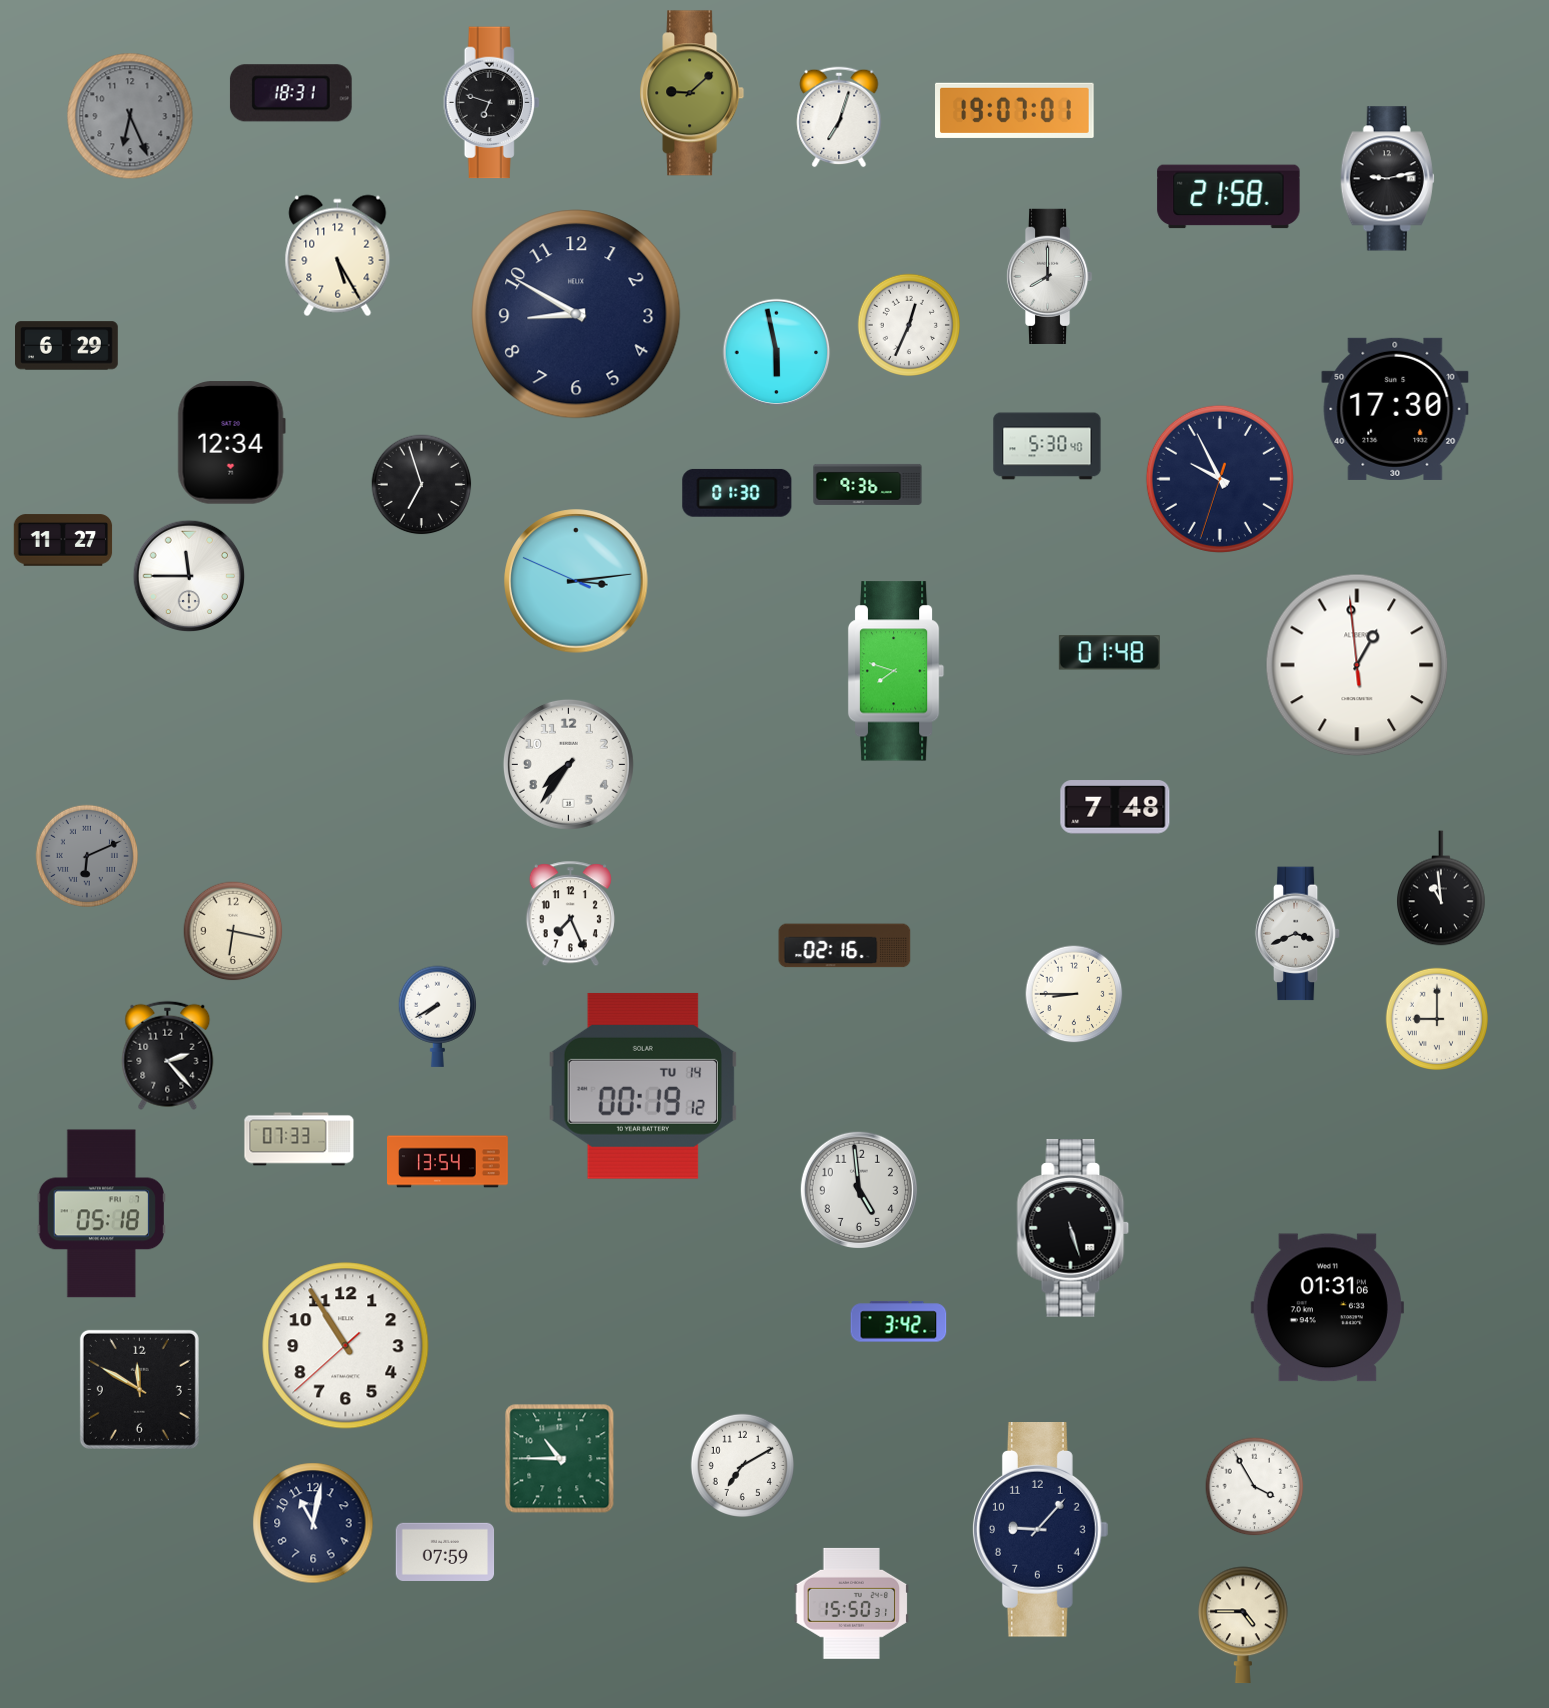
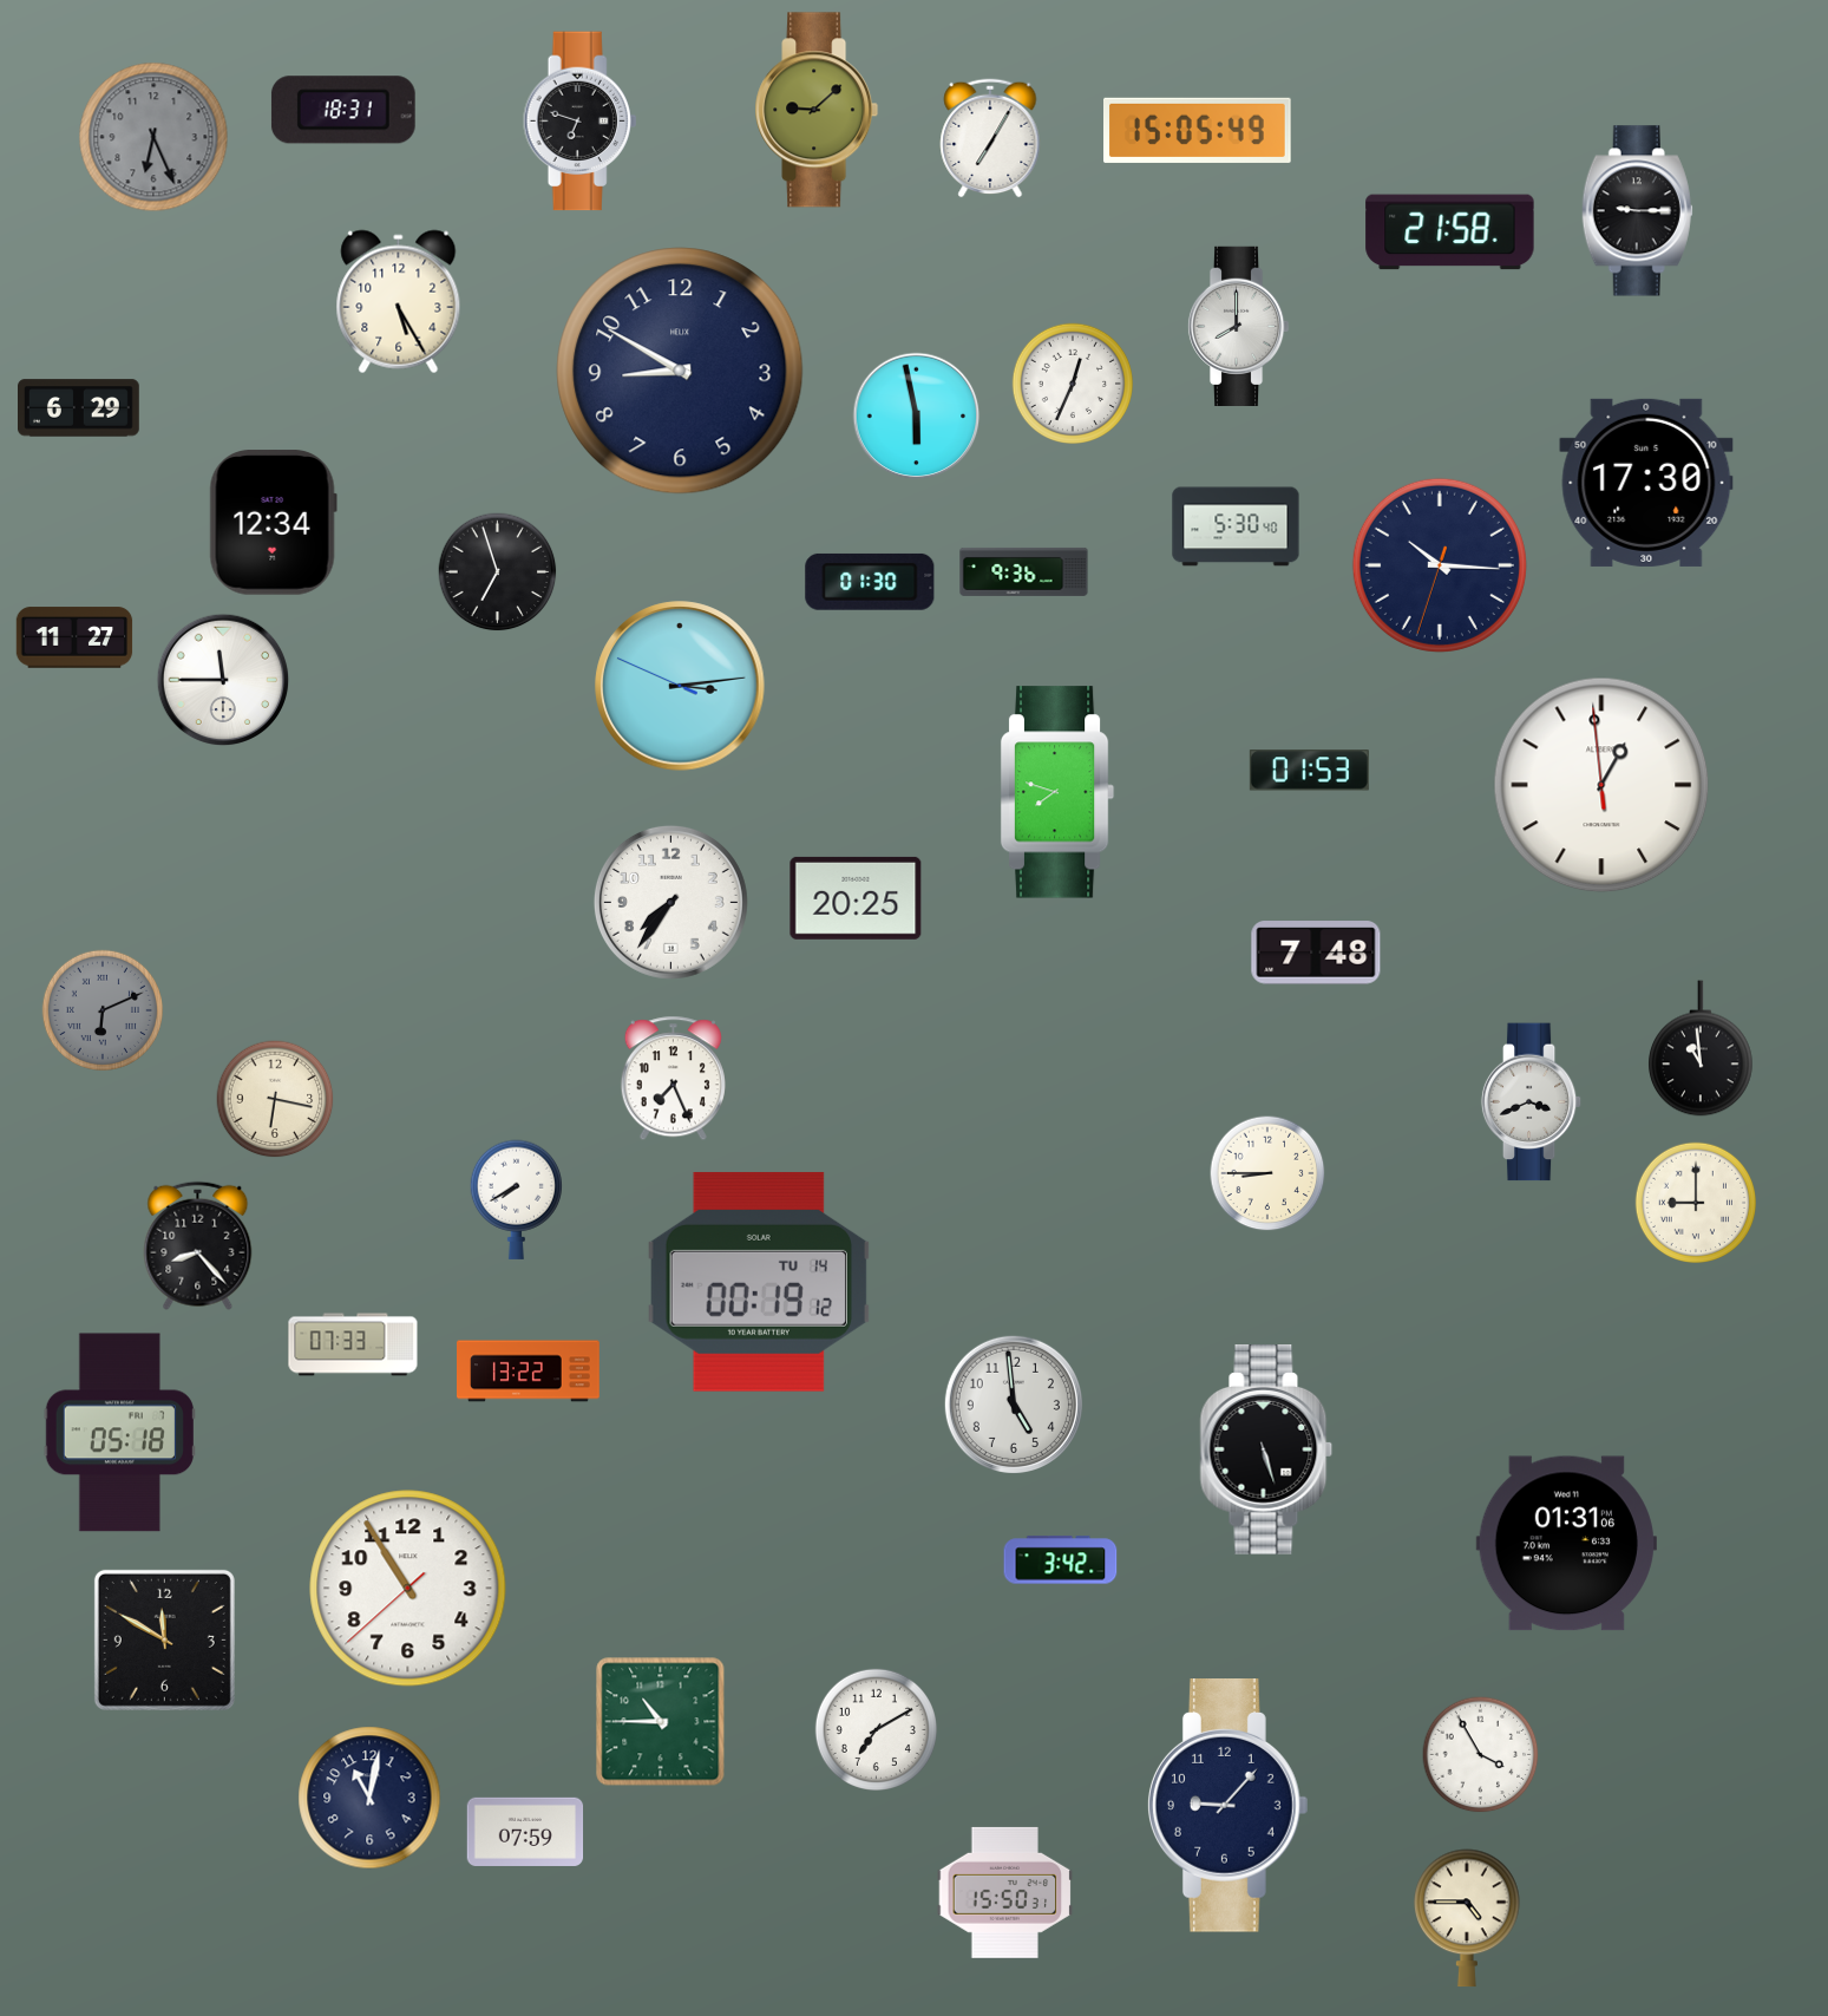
clock at (1015, 110): 19:07 -> 15:05
clock at (839, 117): 7:03 -> 7:05
clock at (1387, 179): 9:13 -> 9:15
clock at (1220, 479): 9:55 -> 10:15
clock at (1109, 653): 01:48 -> 01:53
clock at (856, 898): none -> 20:25
clock at (845, 946): 02:16 -> none
clock at (168, 1055): 2:23 -> 8:23
clock at (448, 1162): 13:54 -> 13:22
